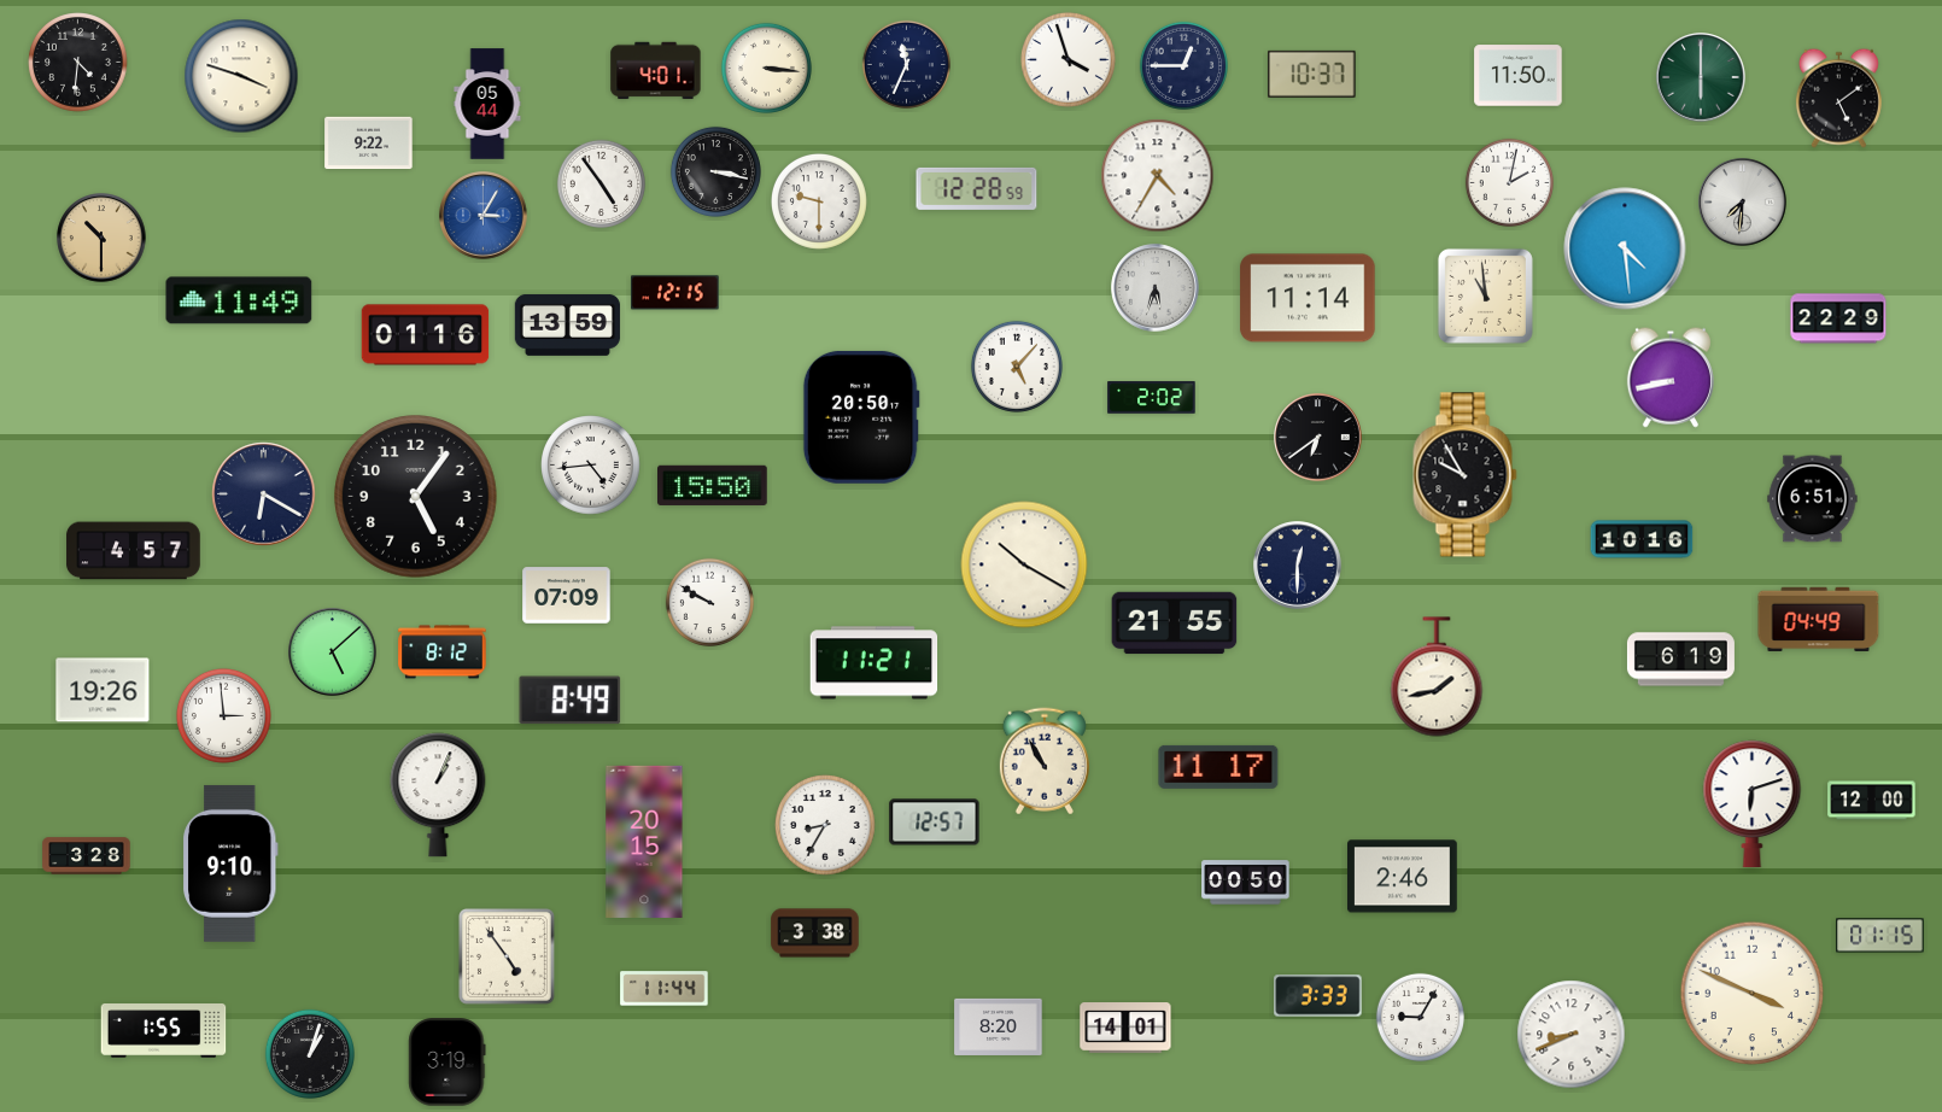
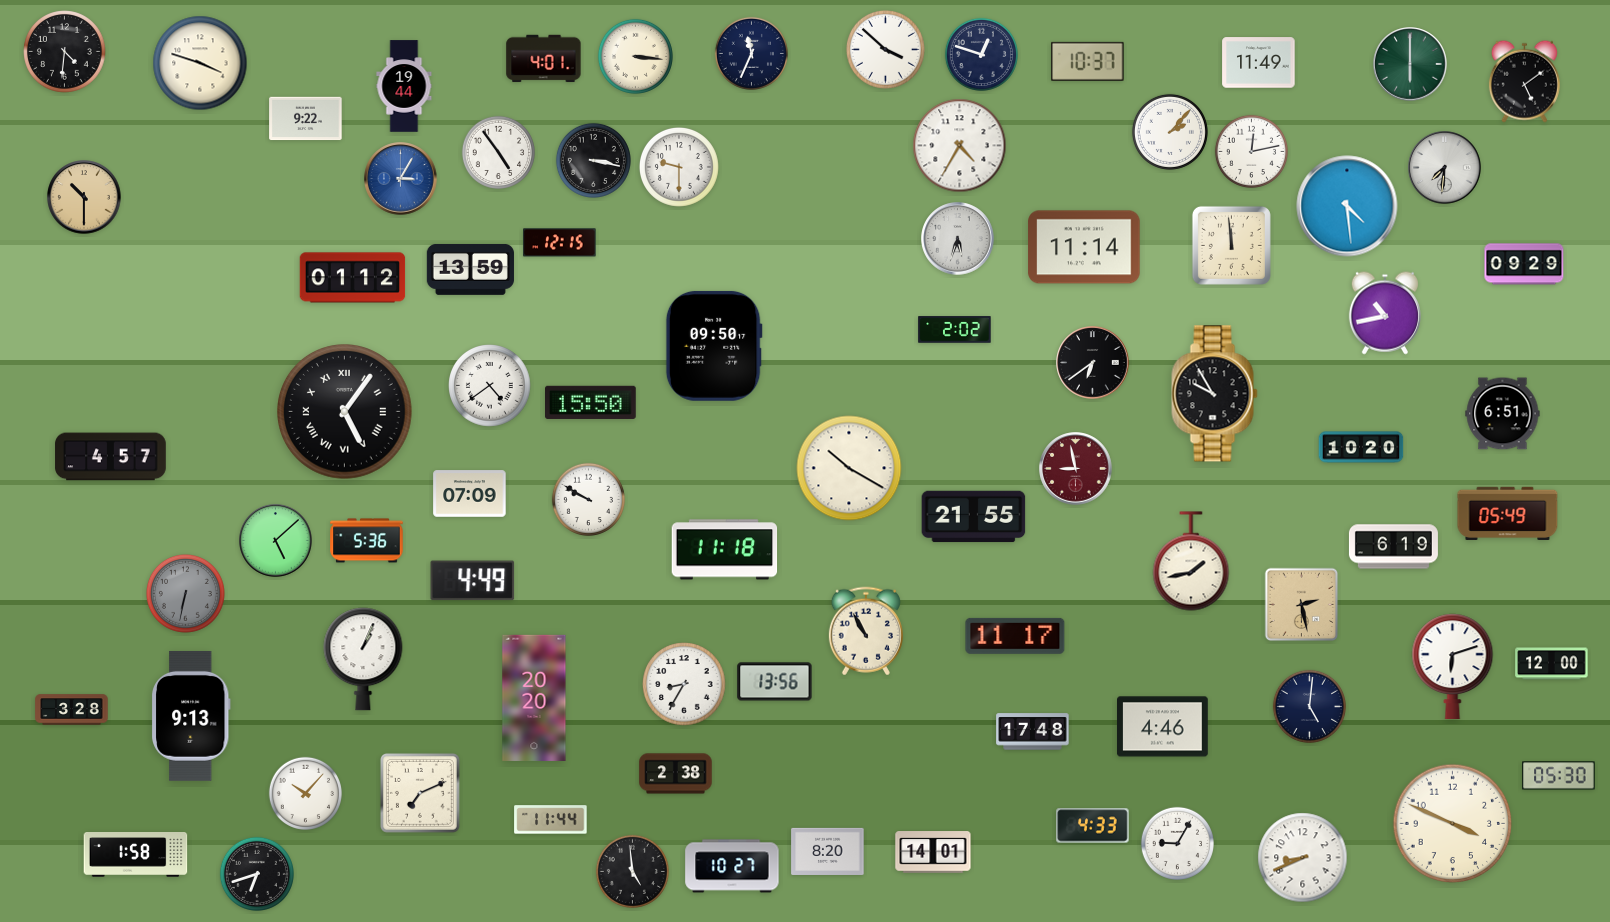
clock at (1067, 59): 3:57 -> 3:52
clock at (1183, 65): 12:45 -> 12:48
clock at (1519, 76): 11:50 -> 11:49
clock at (487, 104): 05:44 -> 19:44
clock at (1170, 132): none -> 2:07
clock at (715, 171) position: (715, 171) -> (593, 160)
clock at (1509, 182): 2:02 -> 12:13
clock at (977, 188): 12:28 -> none
clock at (1485, 295): 10:59 -> 11:59
clock at (239, 300): 11:49 -> none
clock at (1838, 318): 22:29 -> 09:29
clock at (426, 335): 01:16 -> 01:12
clock at (1017, 367): 5:07 -> none
clock at (1671, 378): 8:43 -> 10:43
clock at (861, 417): 20:50 -> 09:50
clock at (591, 466): 4:44 -> 4:39
clock at (264, 494): 6:20 -> none
clock at (416, 497) numerals: Arabic -> Roman
clock at (1642, 539): 10:16 -> 10:20
clock at (1298, 566): 12:30 -> 8:58
clock at (1298, 566) dial: navy -> burgundy
clock at (1819, 619): 04:49 -> 05:49
clock at (443, 652): 8:12 -> 5:36
clock at (875, 663): 11:21 -> 11:18
clock at (103, 690): 19:26 -> none
clock at (571, 701): 8:49 -> 4:49
clock at (223, 715): 2:59 -> 6:32
clock at (223, 715) dial: white -> grey
clock at (1302, 605): none -> 2:28
clock at (1218, 767) position: (1218, 767) -> (1015, 636)
clock at (935, 823): 12:57 -> 13:56
clock at (644, 842): 20:15 -> 20:20
clock at (1309, 706): none -> 5:01
clock at (232, 864): 9:10 -> 9:13
clock at (1403, 877): 2:46 -> 4:46
clock at (1246, 883): 00:50 -> 17:48
clock at (815, 934): 3:38 -> 2:38
clock at (1880, 936): 01:15 -> 05:30
clock at (305, 793): none -> 10:07
clock at (507, 956): 4:54 -> 7:11
clock at (1318, 996): 3:33 -> 4:33
clock at (164, 1031): 1:55 -> 1:58
clock at (732, 866): none -> 10:27
clock at (632, 871): none -> 4:59
clock at (310, 1054): 1:03 -> 6:42
clock at (448, 1063): 3:19 -> none
